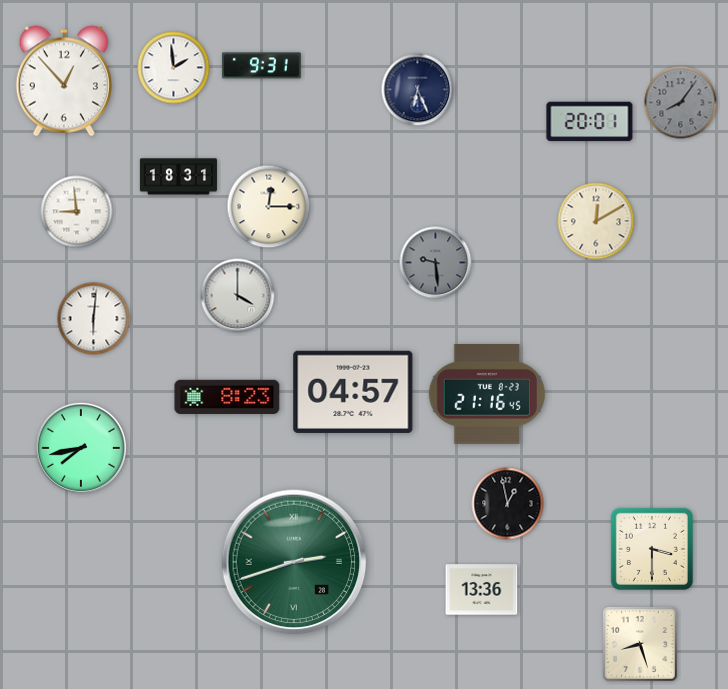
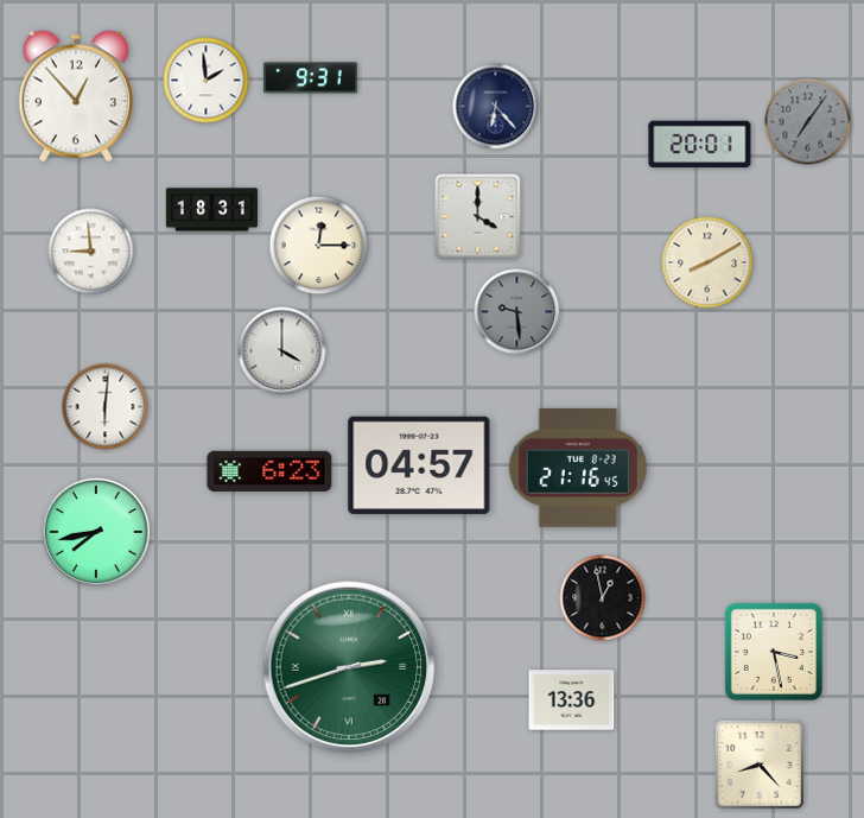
clock at (418, 90): 6:26 -> 6:23
clock at (681, 103): 8:06 -> 7:06
clock at (478, 217): none -> 4:00
clock at (596, 221): 12:10 -> 8:10
clock at (94, 319) position: (94, 319) -> (106, 407)
clock at (227, 397): 8:23 -> 6:23
clock at (652, 549): 3:30 -> 3:28
clock at (640, 644): 8:27 -> 8:23
